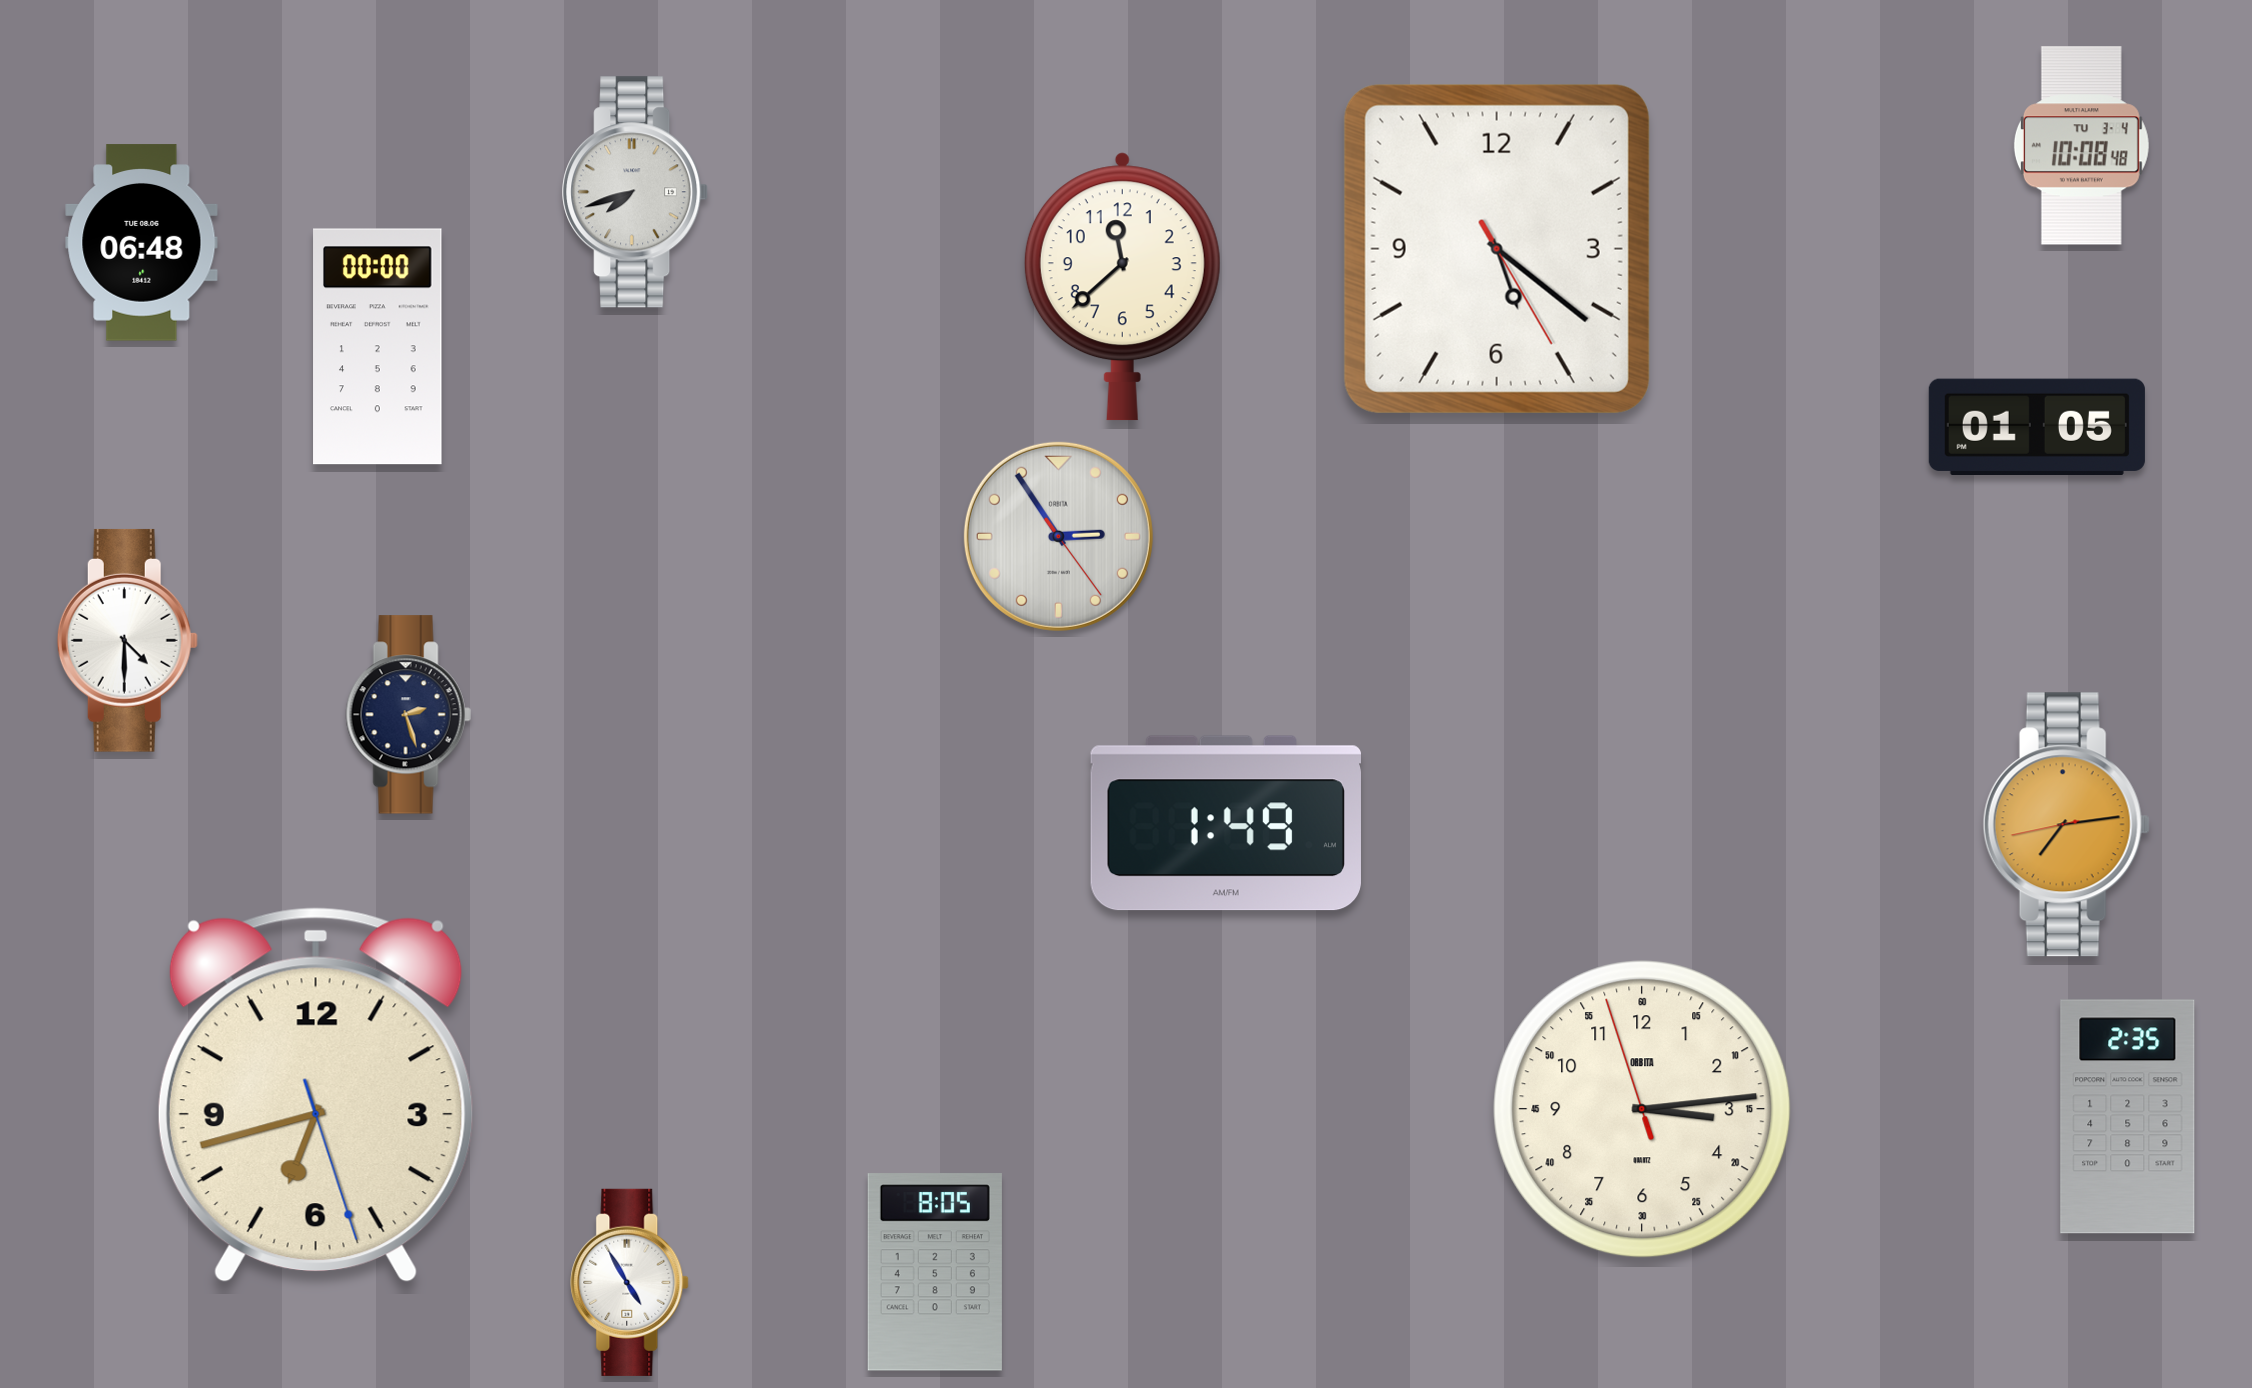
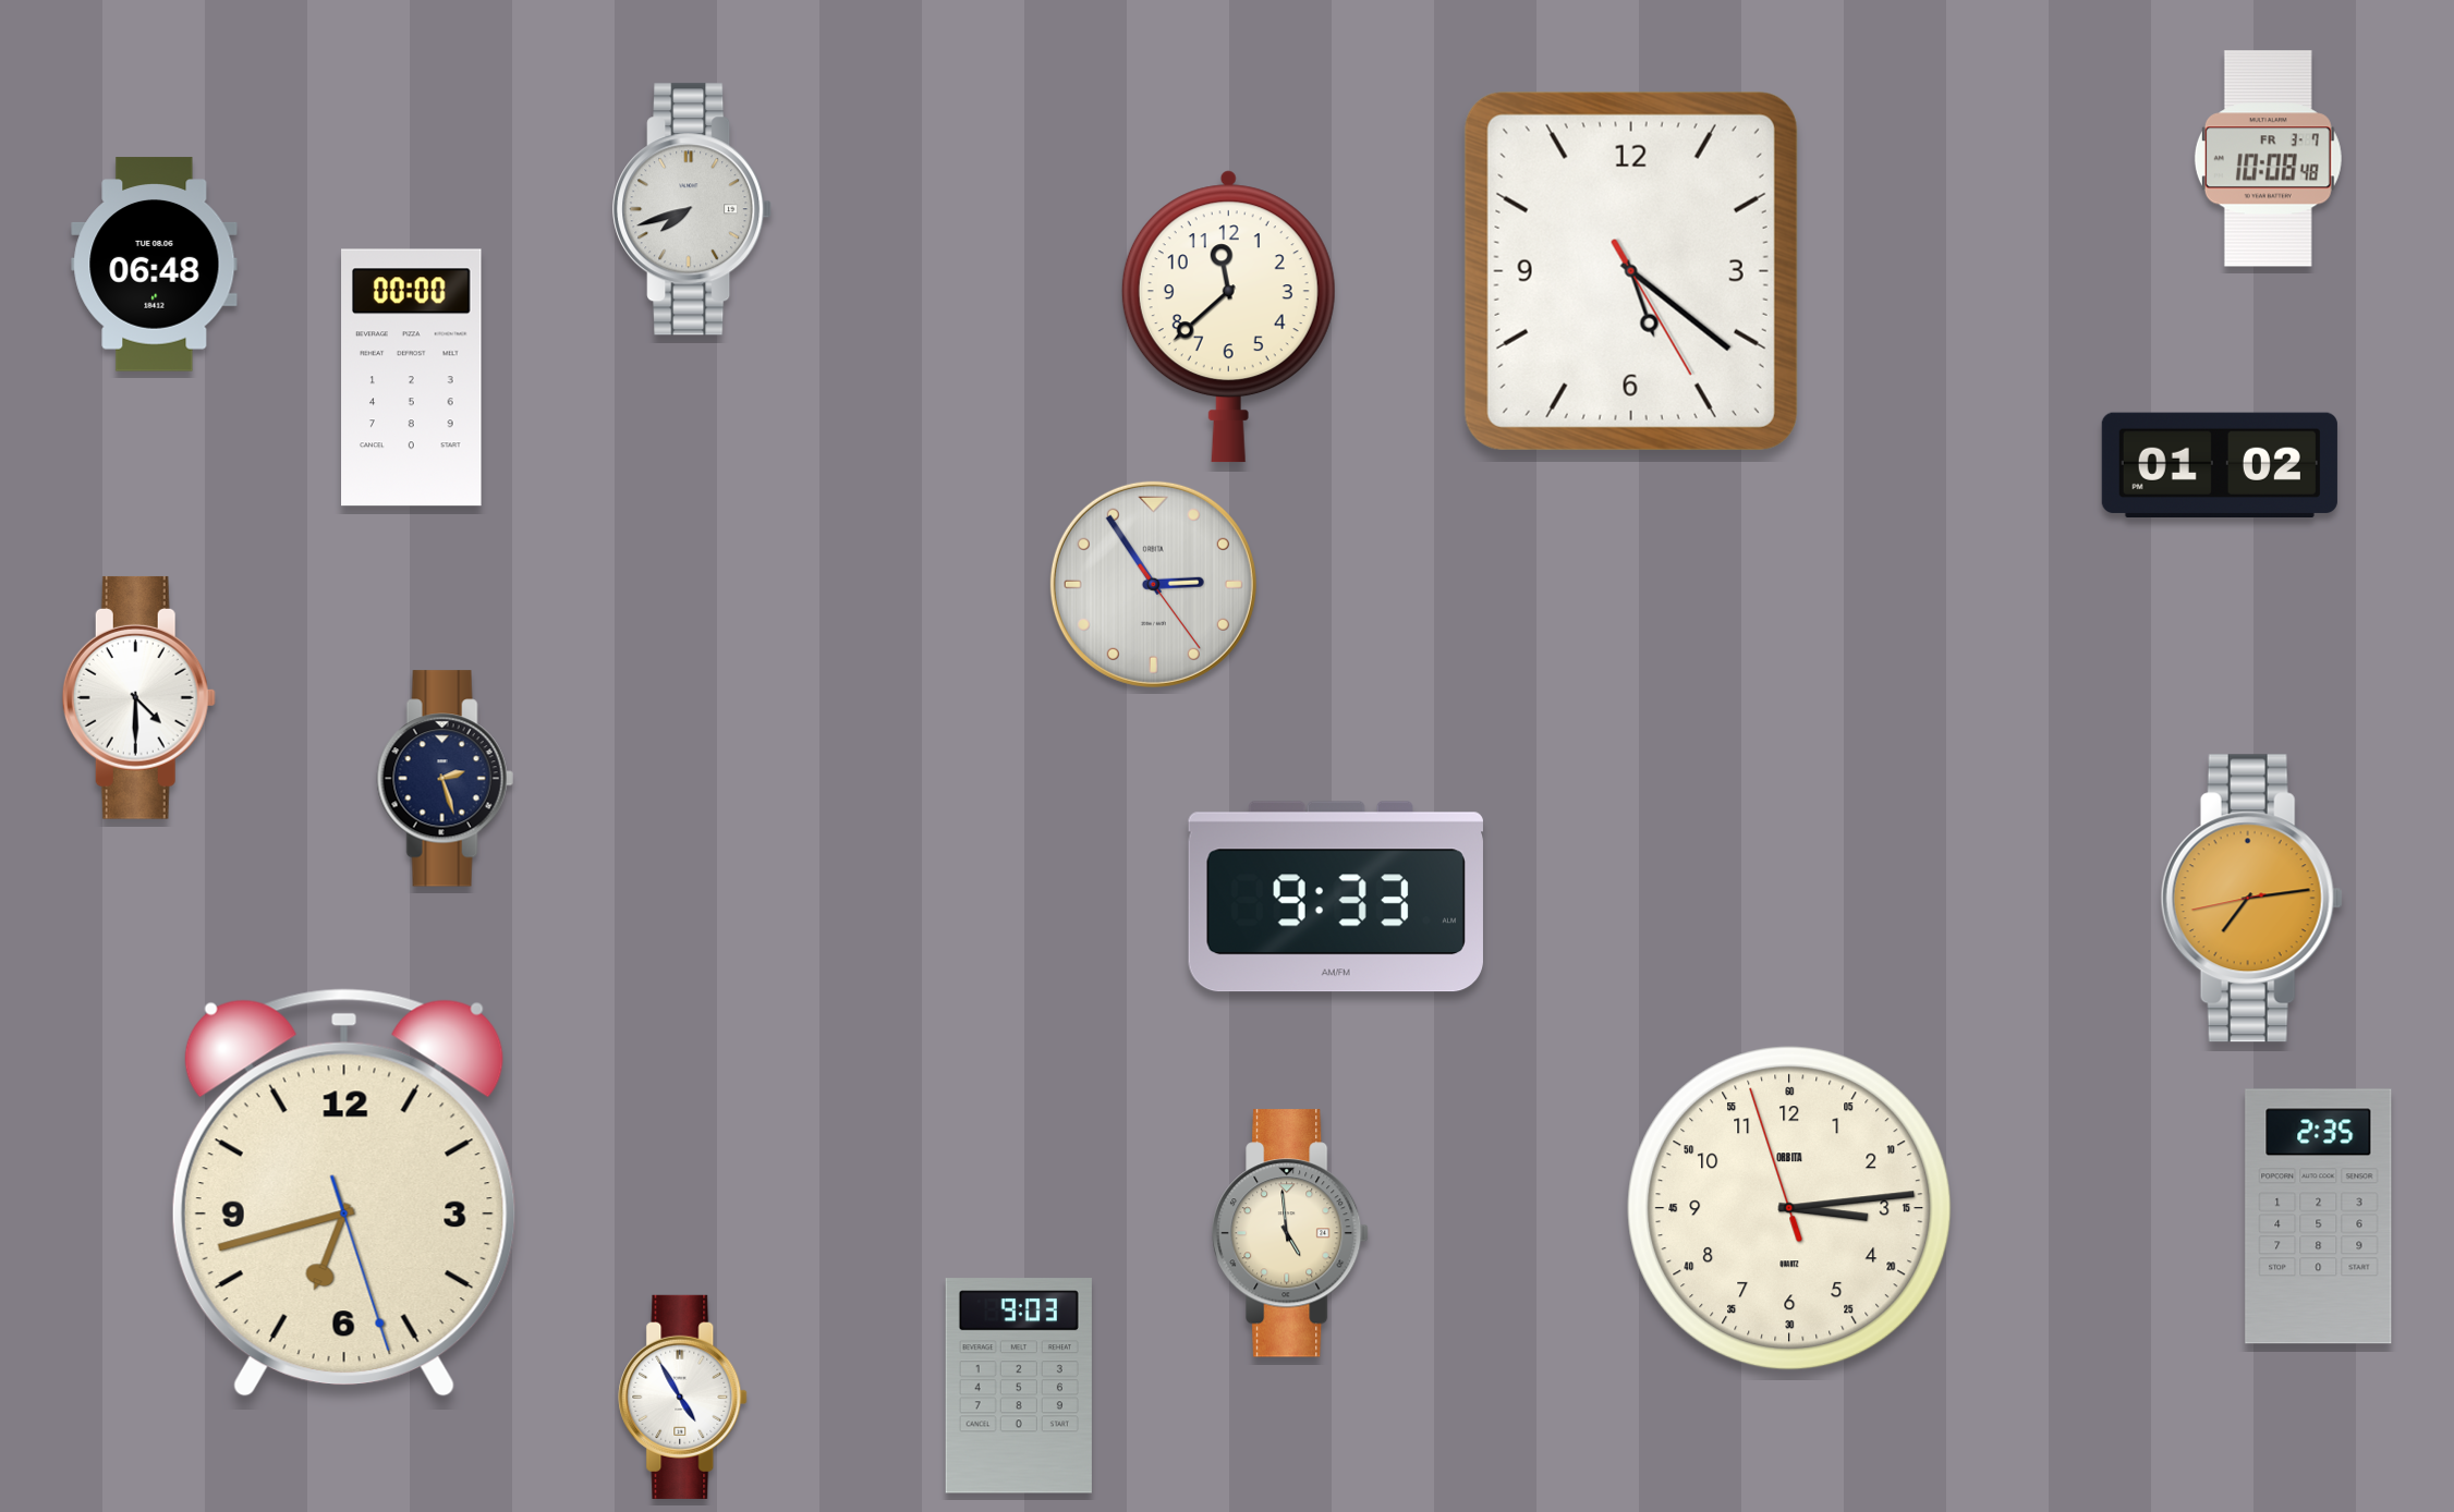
clock at (2081, 146) date: TU 3-4 -> FR 3-7
clock at (1122, 287) position: (1122, 287) -> (1228, 317)
clock at (2037, 426): 01:05 -> 01:02
clock at (1226, 823): 1:49 -> 9:33
clock at (1290, 1233): none -> 4:59
clock at (935, 1272): 8:05 -> 9:03
clock at (630, 1282) position: (630, 1282) -> (683, 1397)
